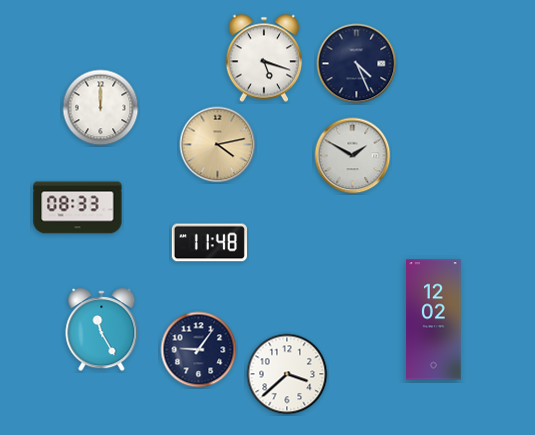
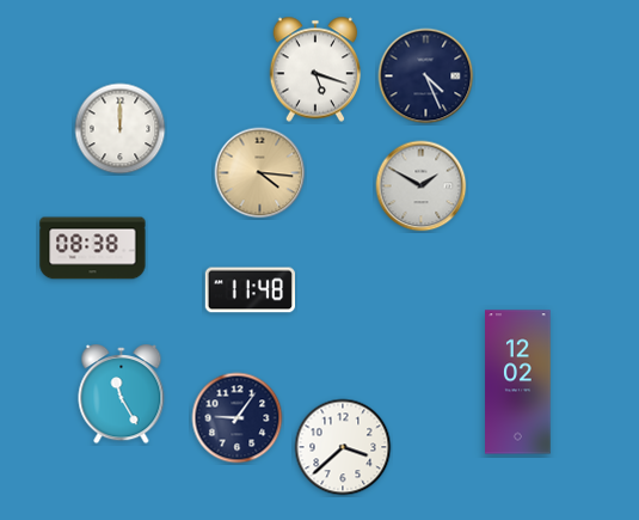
clock at (218, 145): 4:13 -> 4:16
clock at (78, 208): 08:33 -> 08:38
